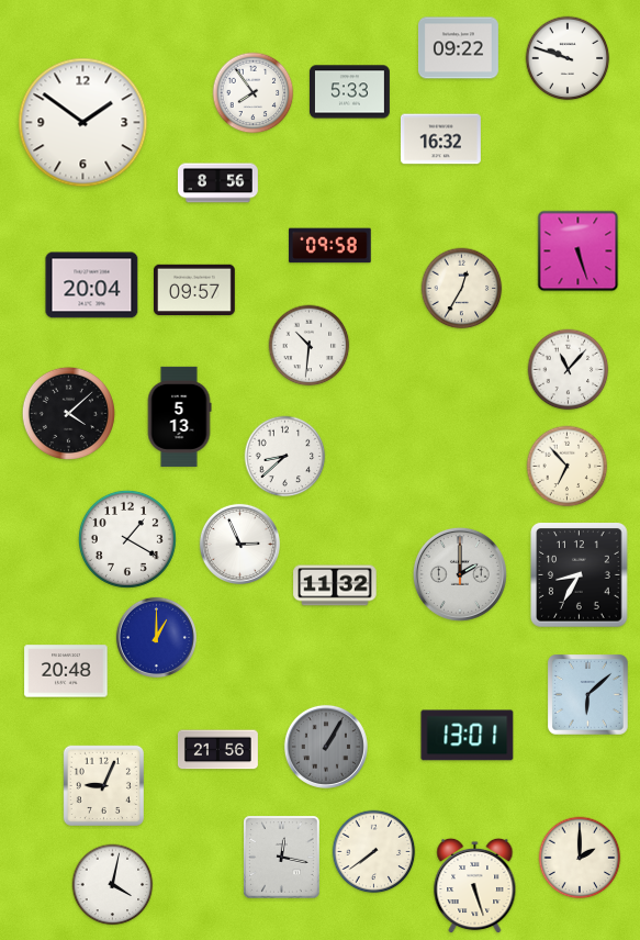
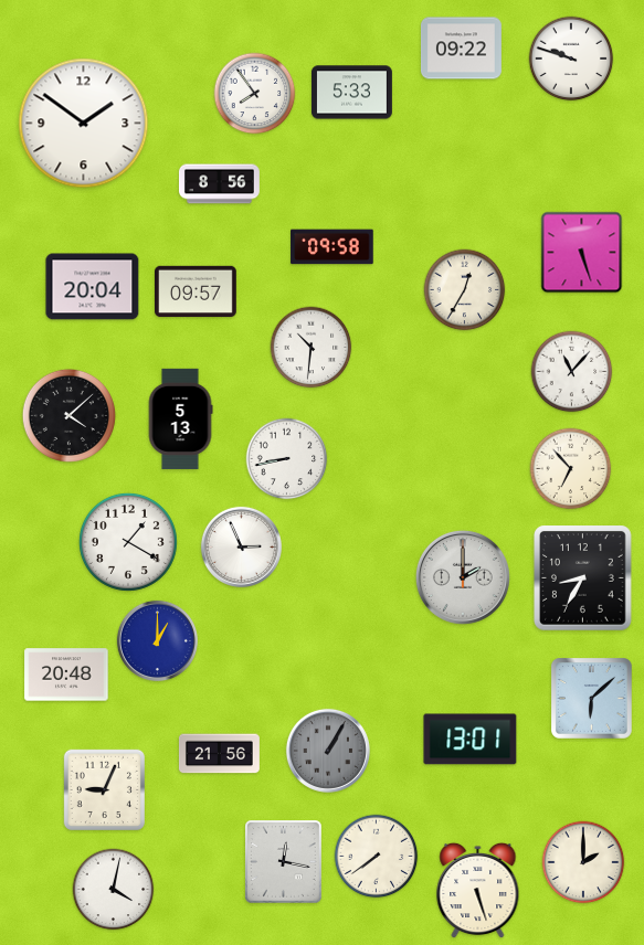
clock at (440, 139): 16:32 -> none
clock at (285, 457): 8:38 -> 8:43
clock at (335, 585): 11:32 -> none
